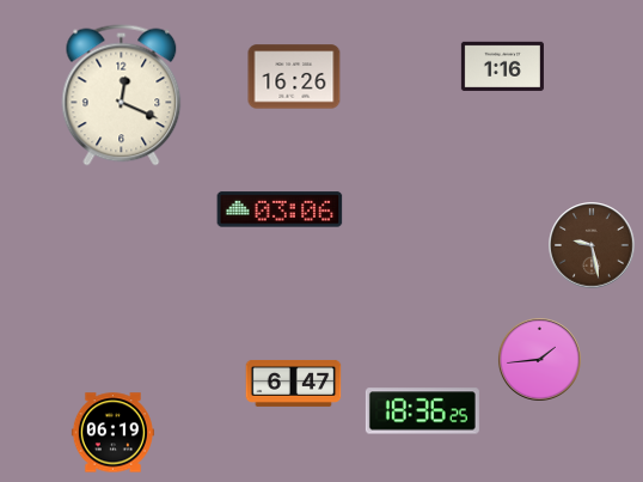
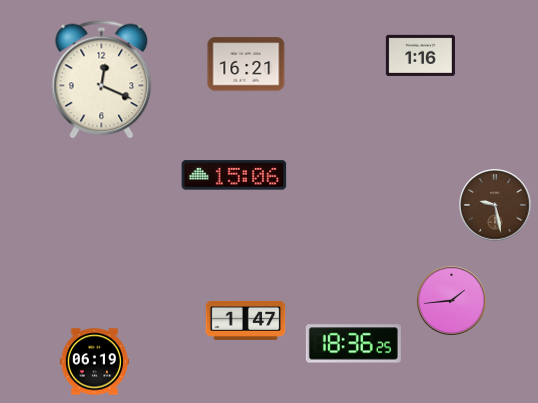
clock at (294, 77): 16:26 -> 16:21
clock at (280, 209): 03:06 -> 15:06
clock at (294, 383): 6:47 -> 1:47
